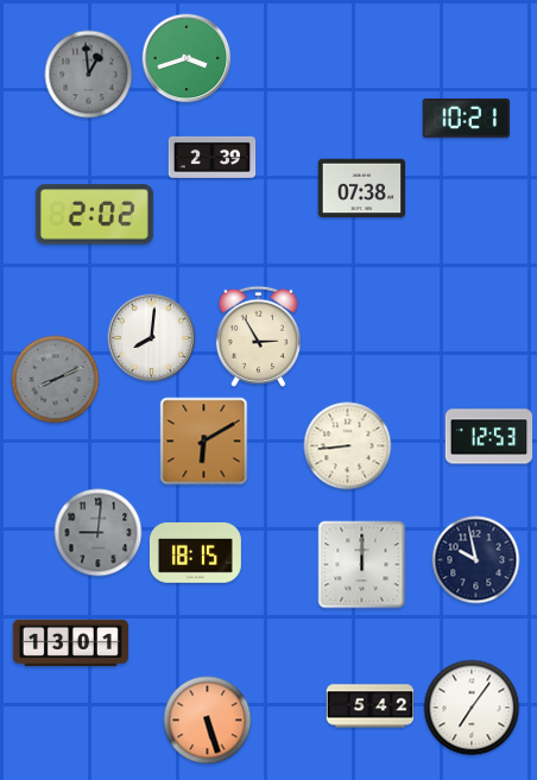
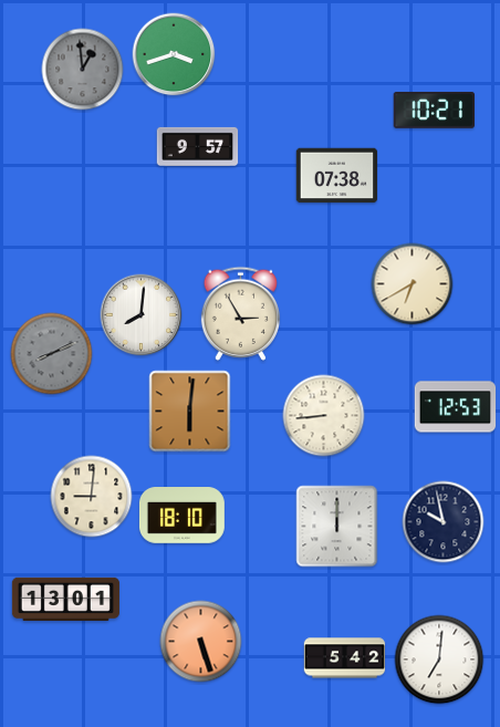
clock at (213, 157): 2:39 -> 9:57
clock at (94, 215): 2:02 -> none
clock at (413, 284): none -> 6:40
clock at (204, 442): 6:10 -> 6:01
clock at (99, 533) dial: grey -> cream
clock at (195, 553): 18:15 -> 18:10
clock at (472, 708): 7:06 -> 7:01
clock at (208, 721) position: (208, 721) -> (201, 642)
